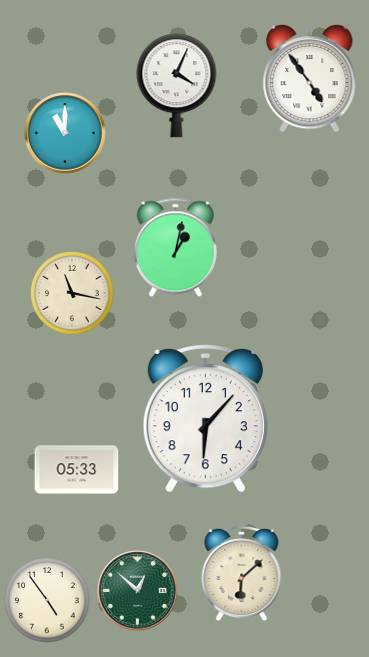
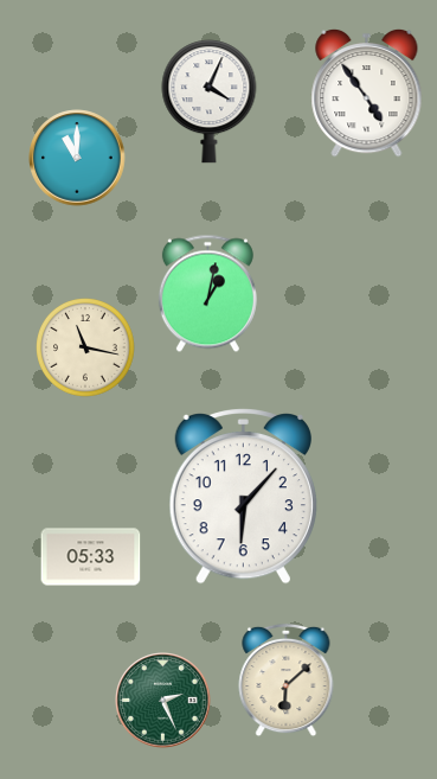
clock at (138, 591): 12:52 -> 2:26
clock at (47, 600): 4:54 -> none
